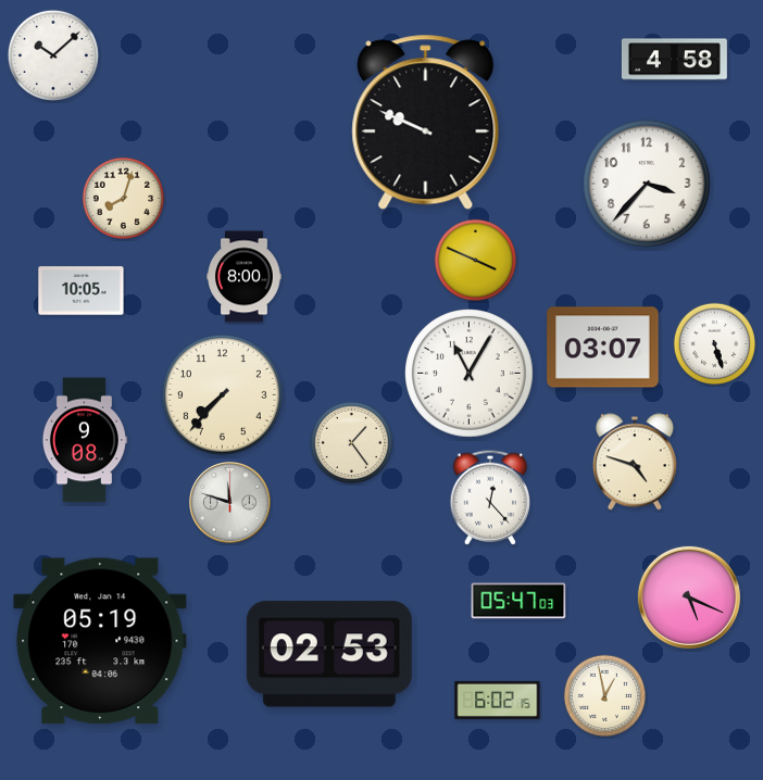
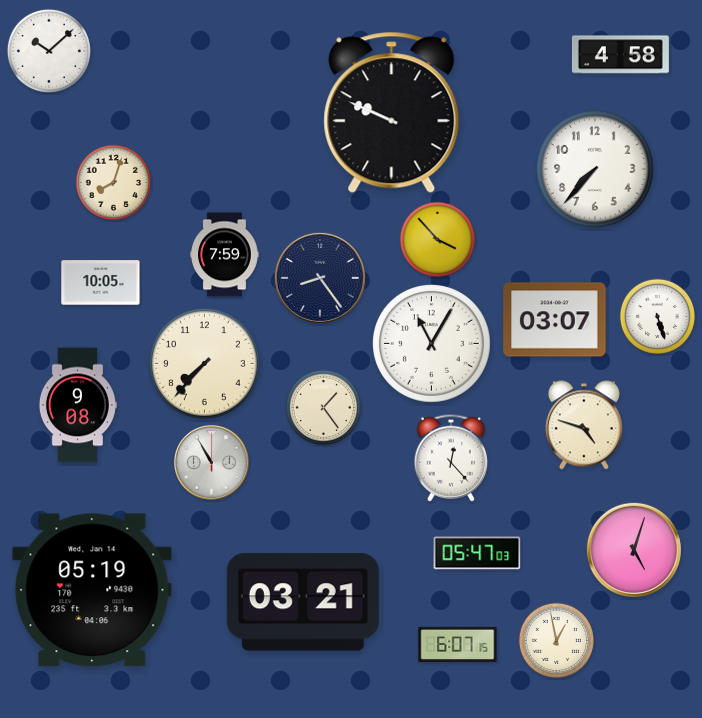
clock at (648, 185): 3:37 -> 7:37
clock at (476, 261): 3:49 -> 3:53
clock at (245, 277): 8:00 -> 7:59
clock at (82, 291) position: (82, 291) -> (101, 283)
clock at (320, 278): none -> 8:24
clock at (229, 502): 11:48 -> 10:55
clock at (689, 597): 5:19 -> 5:03
clock at (329, 654): 02:53 -> 03:21
clock at (498, 700): 6:02 -> 6:07
